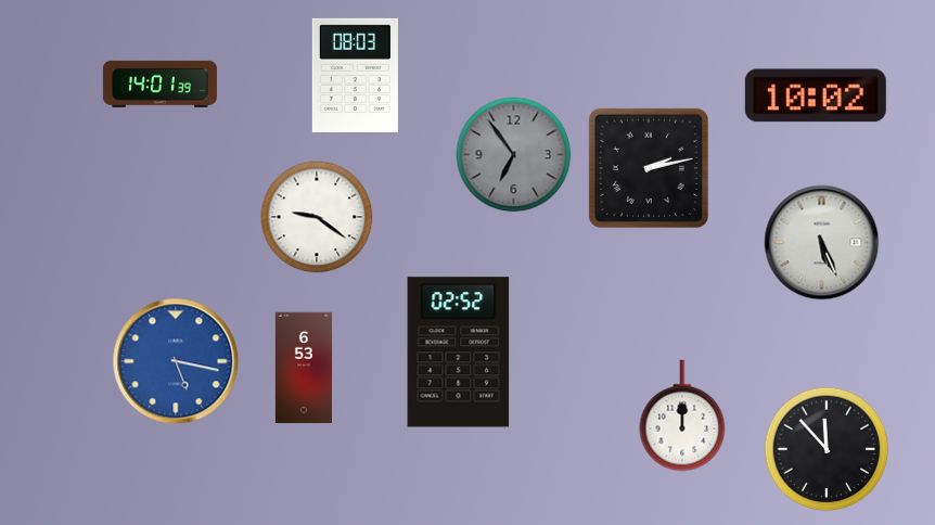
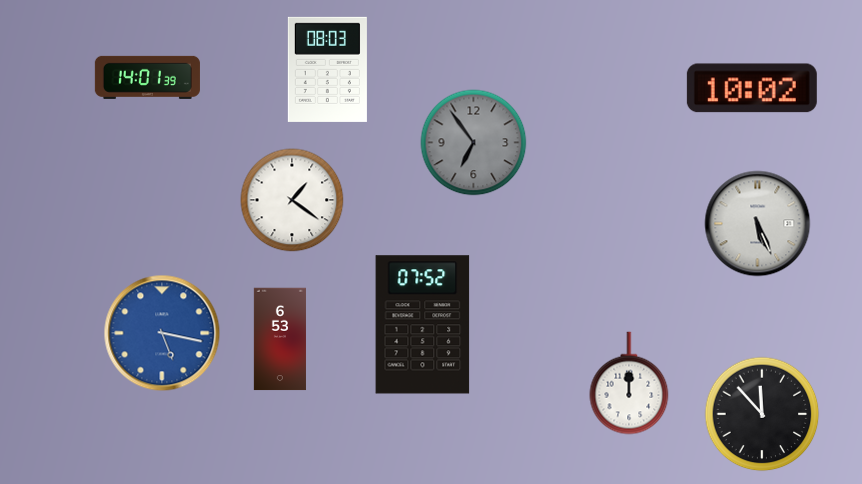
clock at (649, 168): 2:13 -> none
clock at (317, 217): 9:21 -> 1:21
clock at (459, 353): 02:52 -> 07:52
